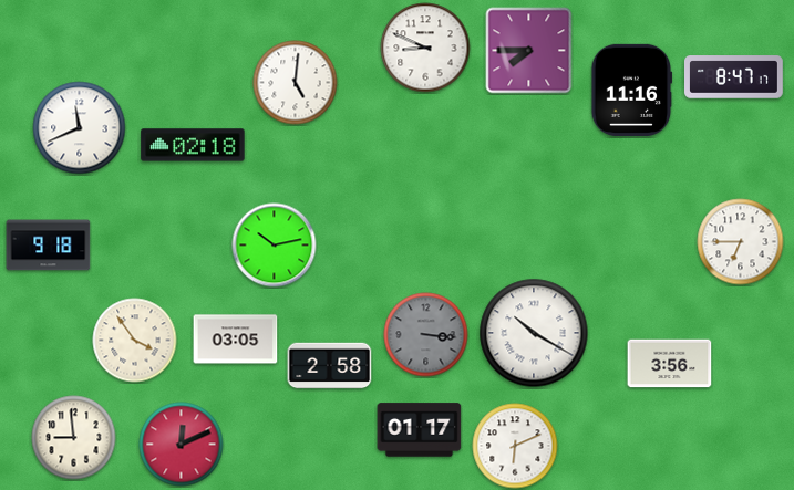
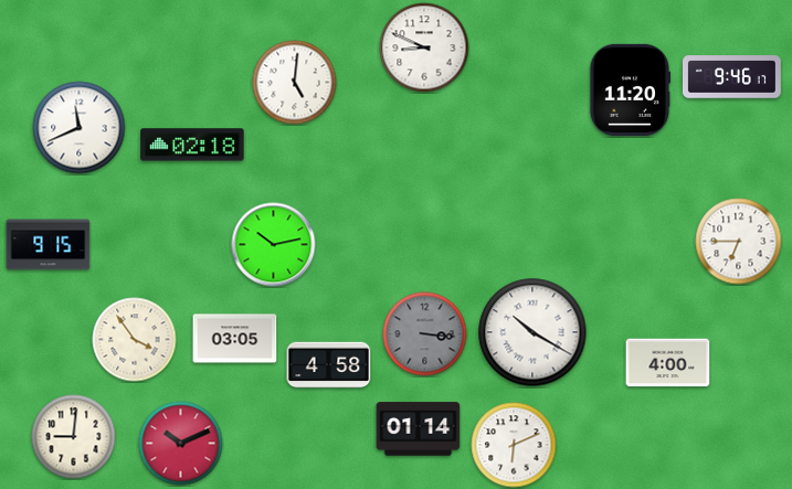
clock at (529, 51): 7:45 -> none
clock at (734, 77): 8:47 -> 9:46
clock at (632, 90): 11:16 -> 11:20
clock at (49, 246): 9:18 -> 9:15
clock at (670, 364): 3:56 -> 4:00
clock at (330, 366): 2:58 -> 4:58
clock at (420, 430): 01:17 -> 01:14
clock at (74, 438): 8:59 -> 9:01
clock at (182, 445): 12:11 -> 10:11
